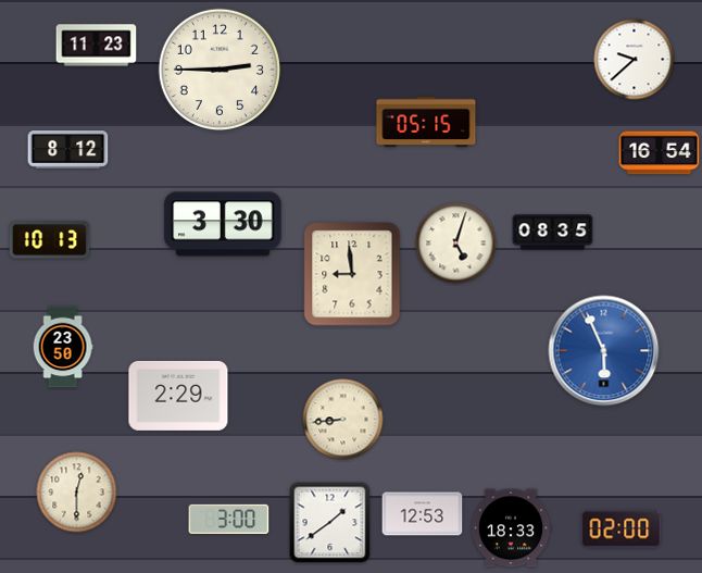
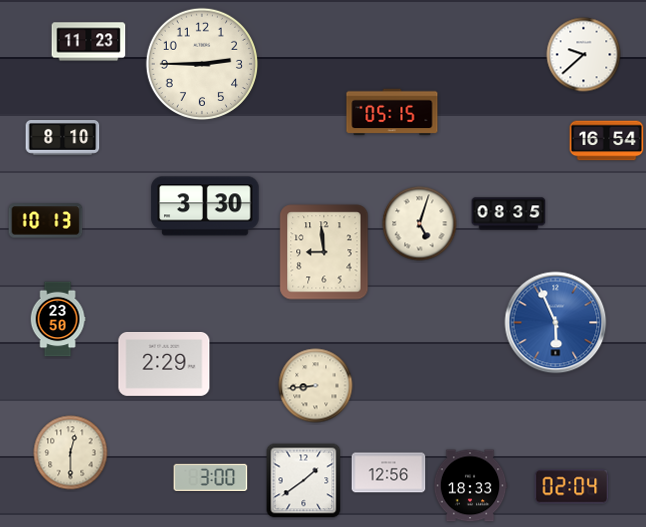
clock at (68, 150): 8:12 -> 8:10
clock at (423, 514): 12:53 -> 12:56
clock at (622, 530): 02:00 -> 02:04
